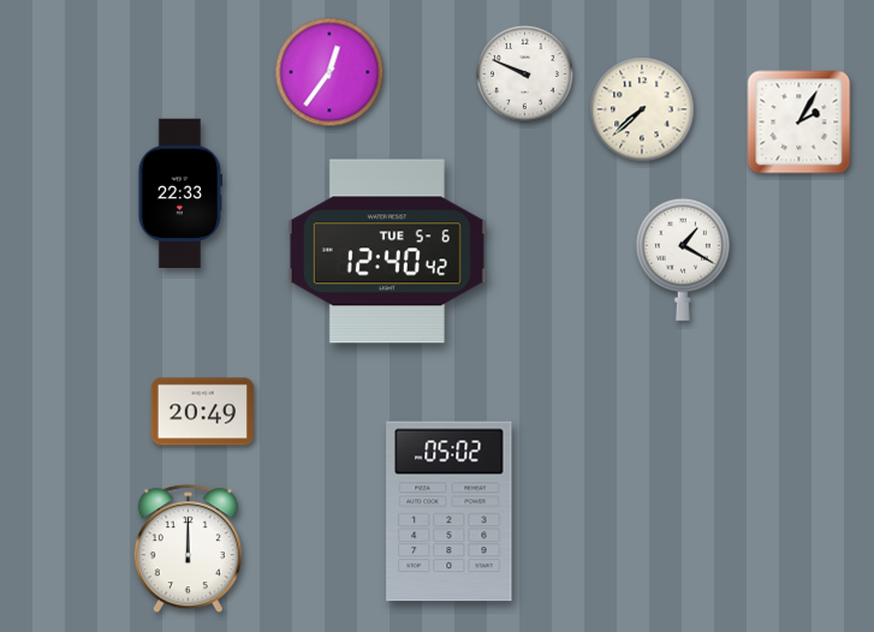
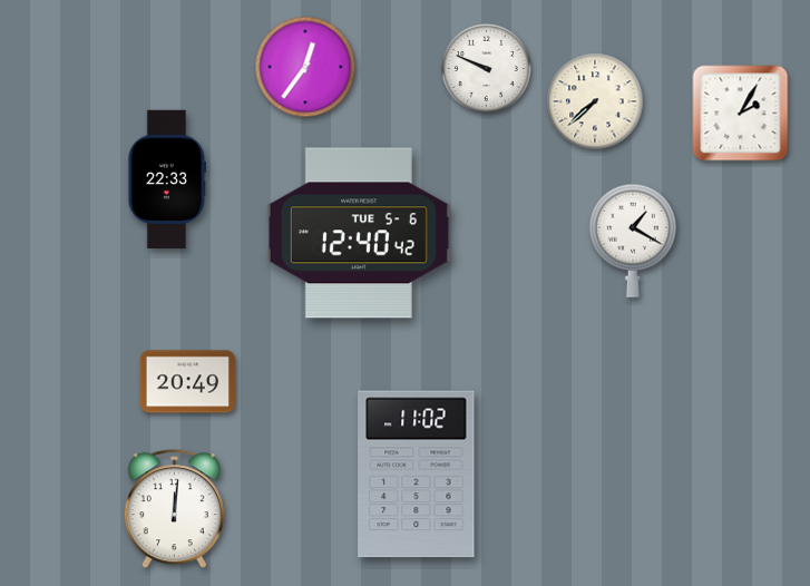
clock at (450, 512): 05:02 -> 11:02
clock at (188, 549): 12:00 -> 12:01
